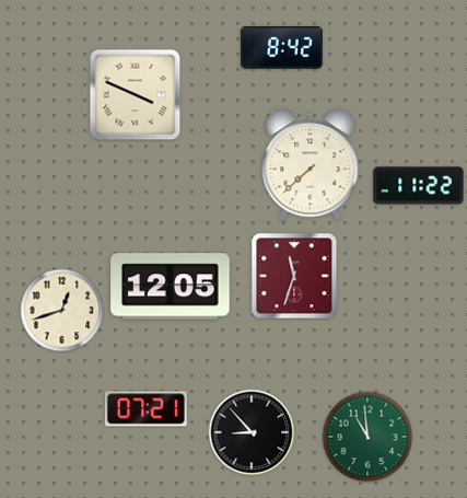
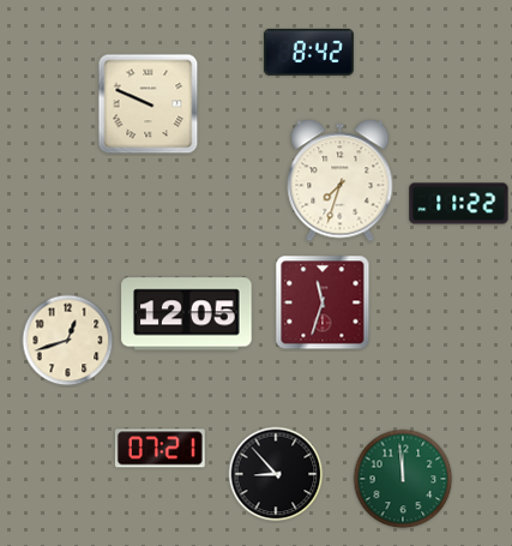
clock at (136, 95): 3:49 -> 9:49
clock at (311, 165): 7:38 -> 7:33
clock at (367, 437): 10:59 -> 11:59
